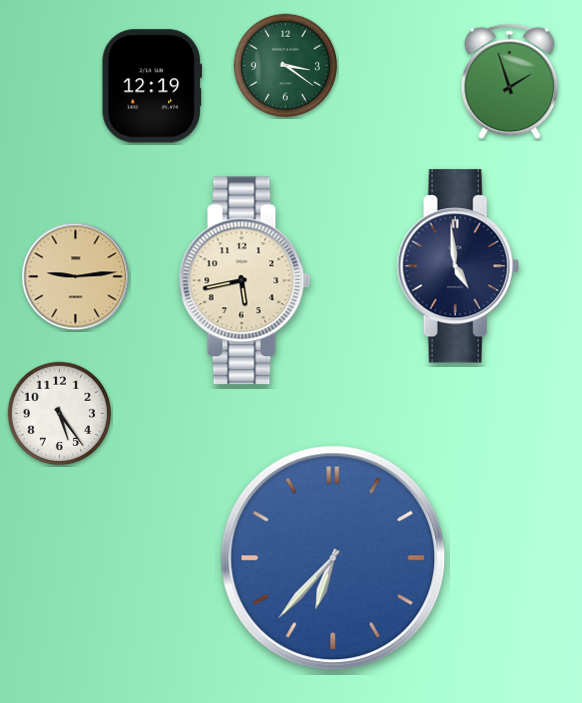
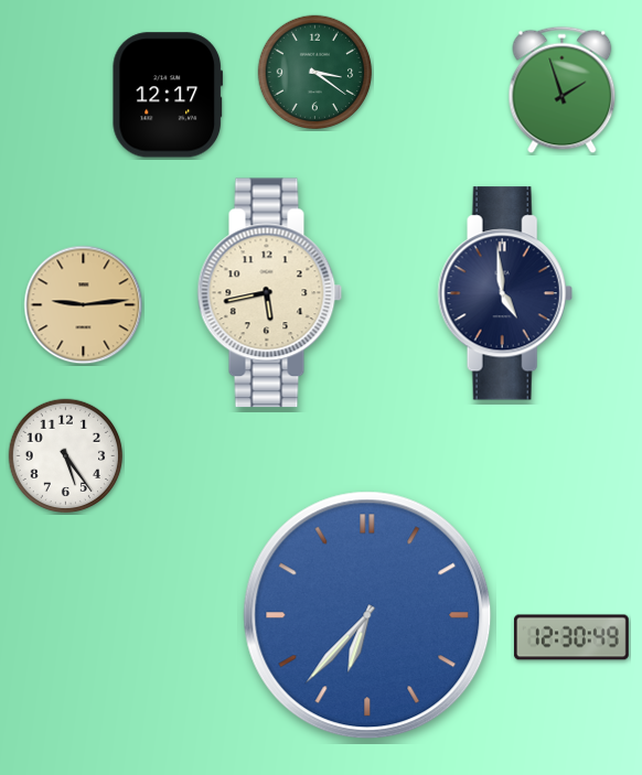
clock at (151, 86): 12:19 -> 12:17
clock at (245, 281) position: (245, 281) -> (270, 293)
clock at (571, 637): none -> 12:30
